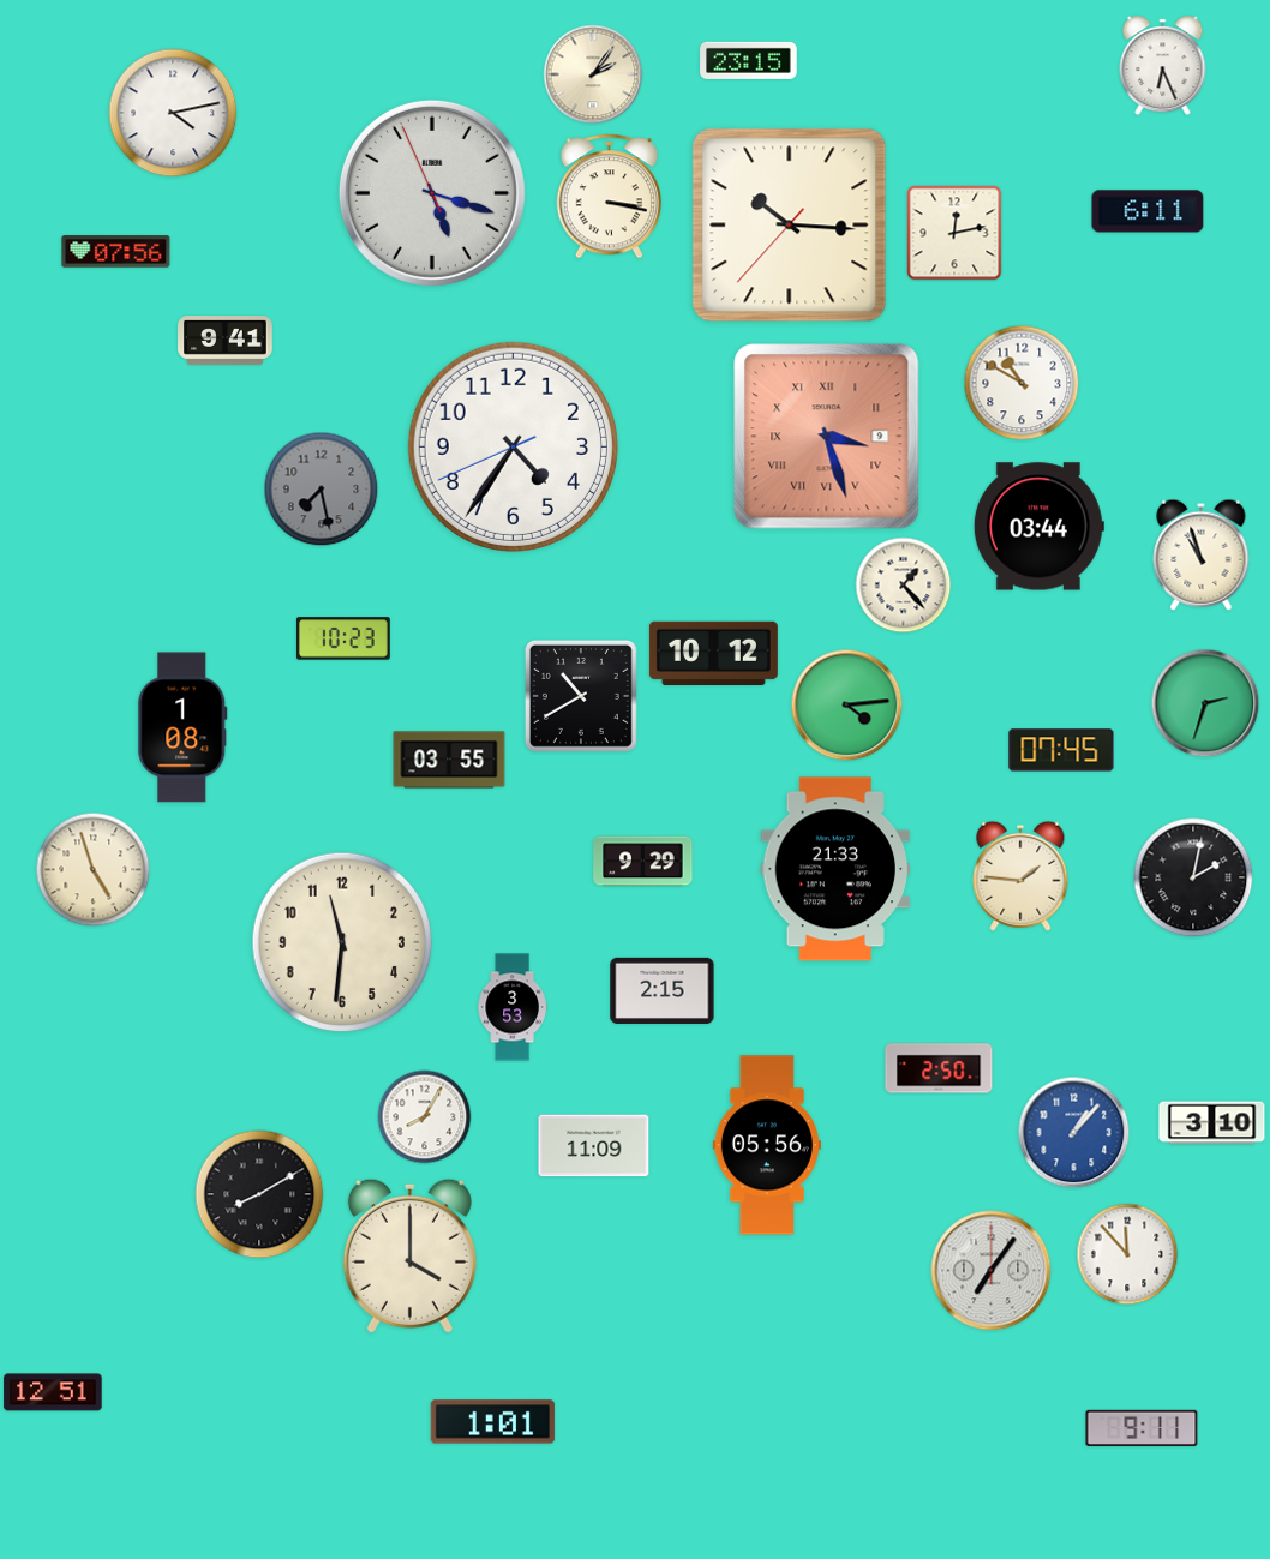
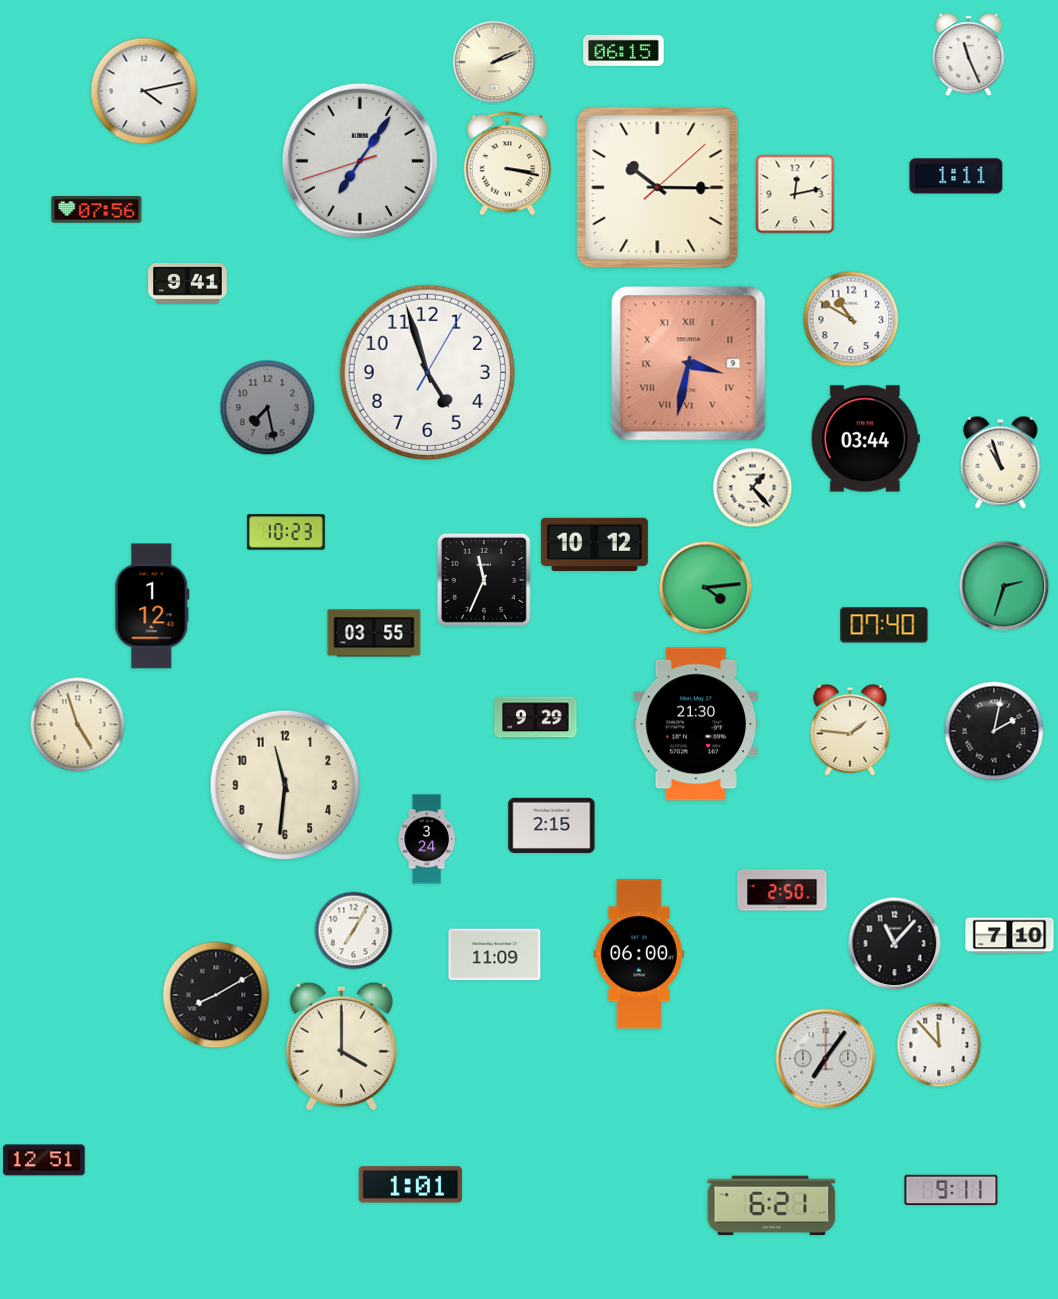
clock at (749, 60): 23:15 -> 06:15
clock at (1163, 66): 6:26 -> 11:26
clock at (593, 74): 2:06 -> 2:11
clock at (173, 113) position: (173, 113) -> (144, 91)
clock at (432, 193): 5:17 -> 7:05
clock at (1148, 211): 6:11 -> 1:11
clock at (790, 226): 10:15:37 -> 10:15:08
clock at (827, 437): 3:27 -> 3:32
clock at (513, 446): 4:35 -> 4:57
clock at (581, 696): 10:40 -> 11:34
clock at (182, 727): 1:08 -> 1:12
clock at (1061, 750): 07:45 -> 07:40
clock at (834, 869): 21:33 -> 21:30
clock at (513, 1007): 3:53 -> 3:24
clock at (425, 1117): 8:05 -> 7:05
clock at (1212, 1123): 3:10 -> 7:10
clock at (1074, 1133): 1:07 -> 11:07
clock at (1074, 1133) dial: blue -> black
clock at (767, 1145): 05:56 -> 06:00
clock at (772, 1206): none -> 6:21
